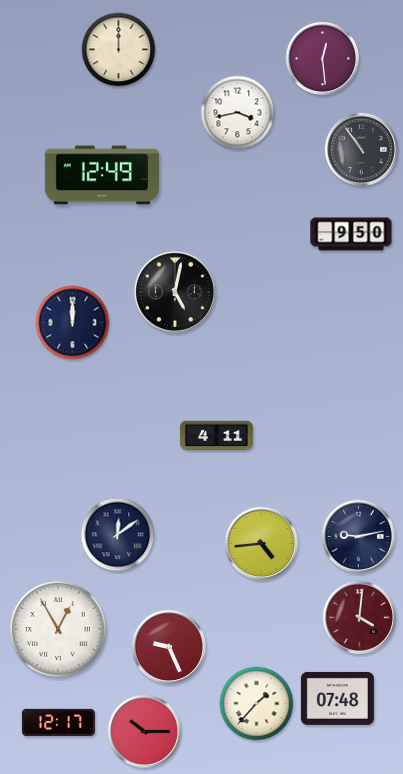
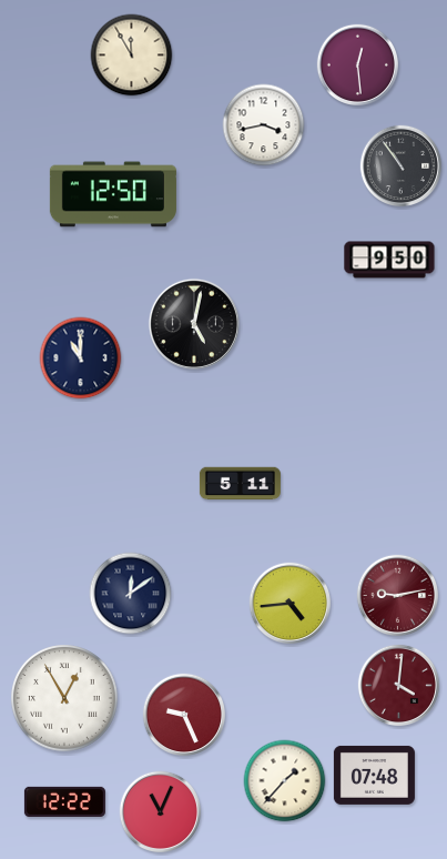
clock at (119, 50): 12:00 -> 11:55
clock at (102, 175): 12:49 -> 12:50
clock at (73, 323): 12:00 -> 11:00
clock at (216, 436): 4:11 -> 5:11
clock at (358, 536) dial: navy -> burgundy
clock at (168, 646) position: (168, 646) -> (183, 714)
clock at (58, 722): 12:17 -> 12:22
clock at (144, 731): 10:15 -> 11:04
